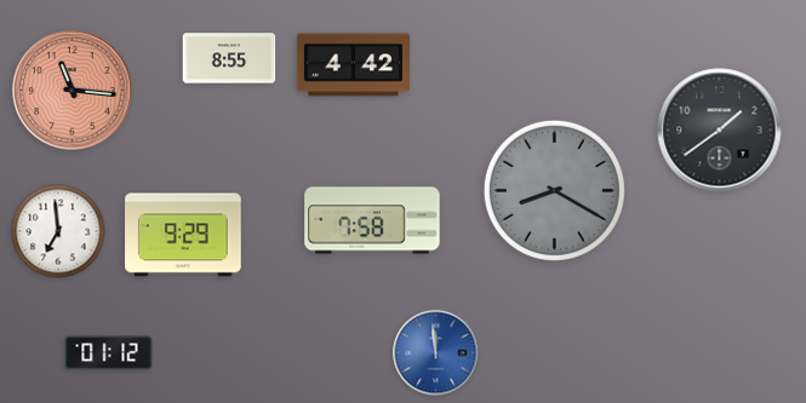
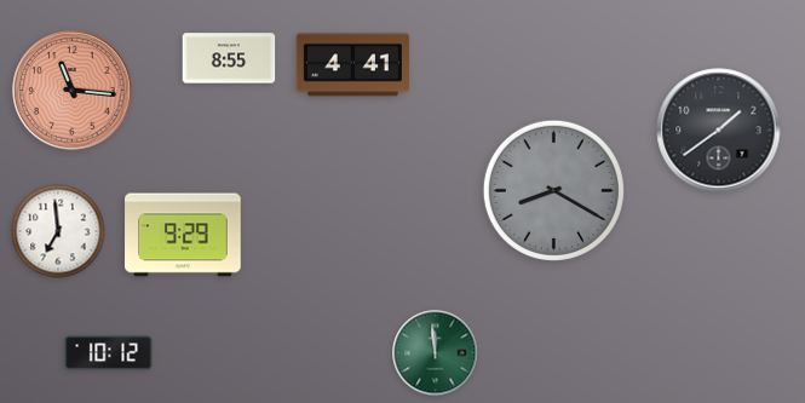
clock at (353, 65): 4:42 -> 4:41
clock at (372, 220): 7:58 -> none
clock at (109, 353): 01:12 -> 10:12
clock at (436, 353) dial: blue -> green
